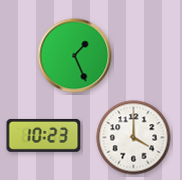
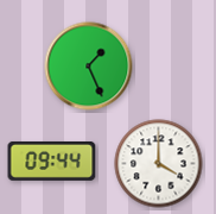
clock at (44, 135): 10:23 -> 09:44
